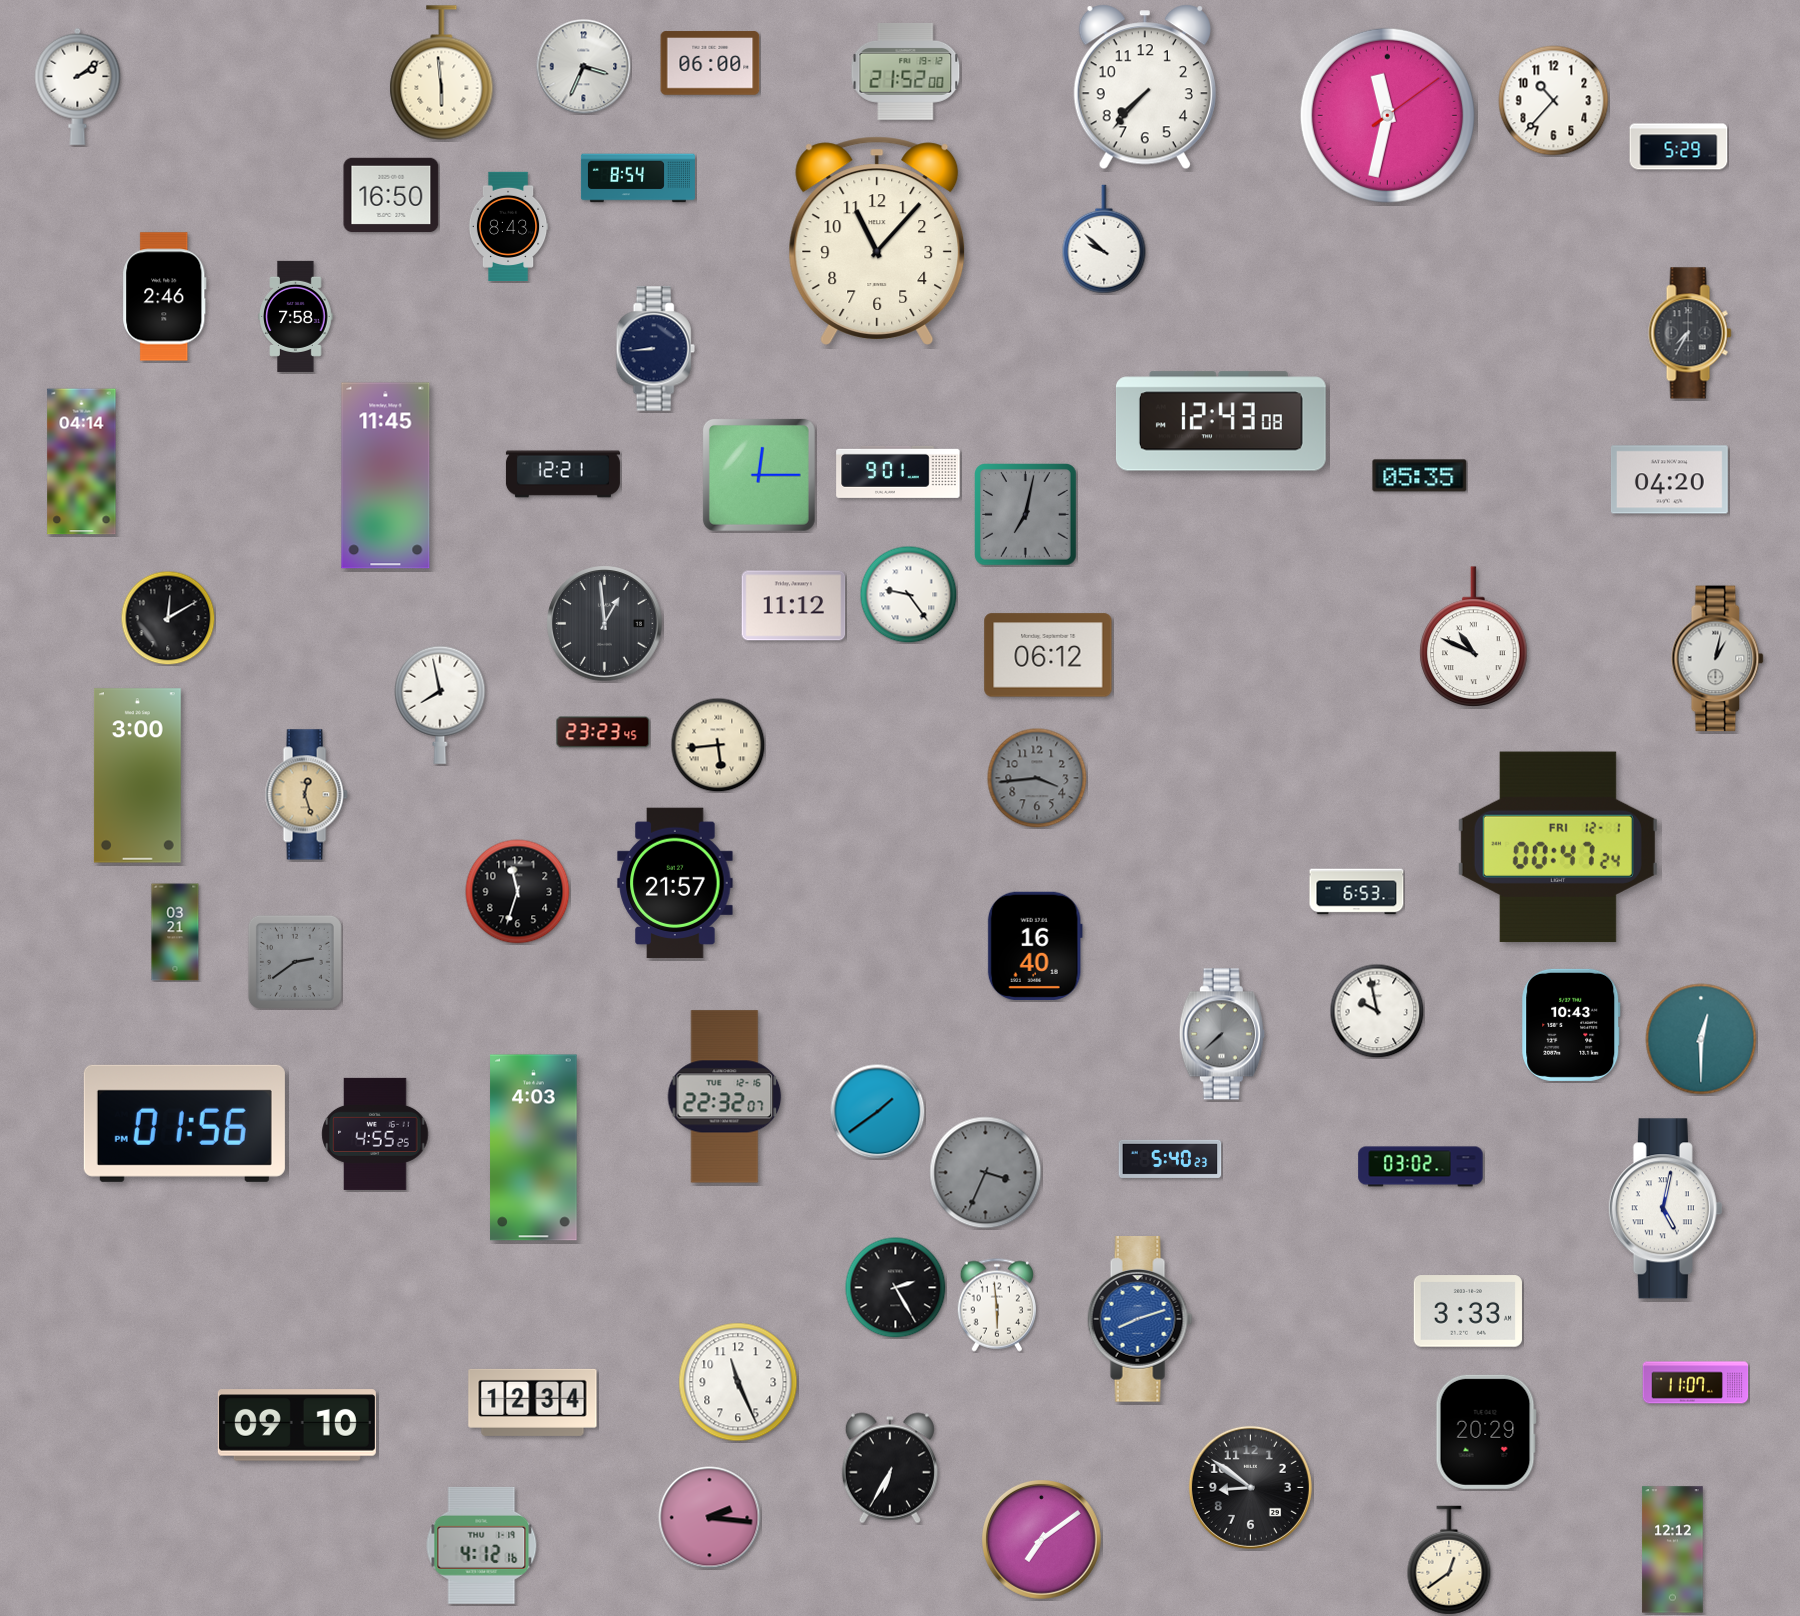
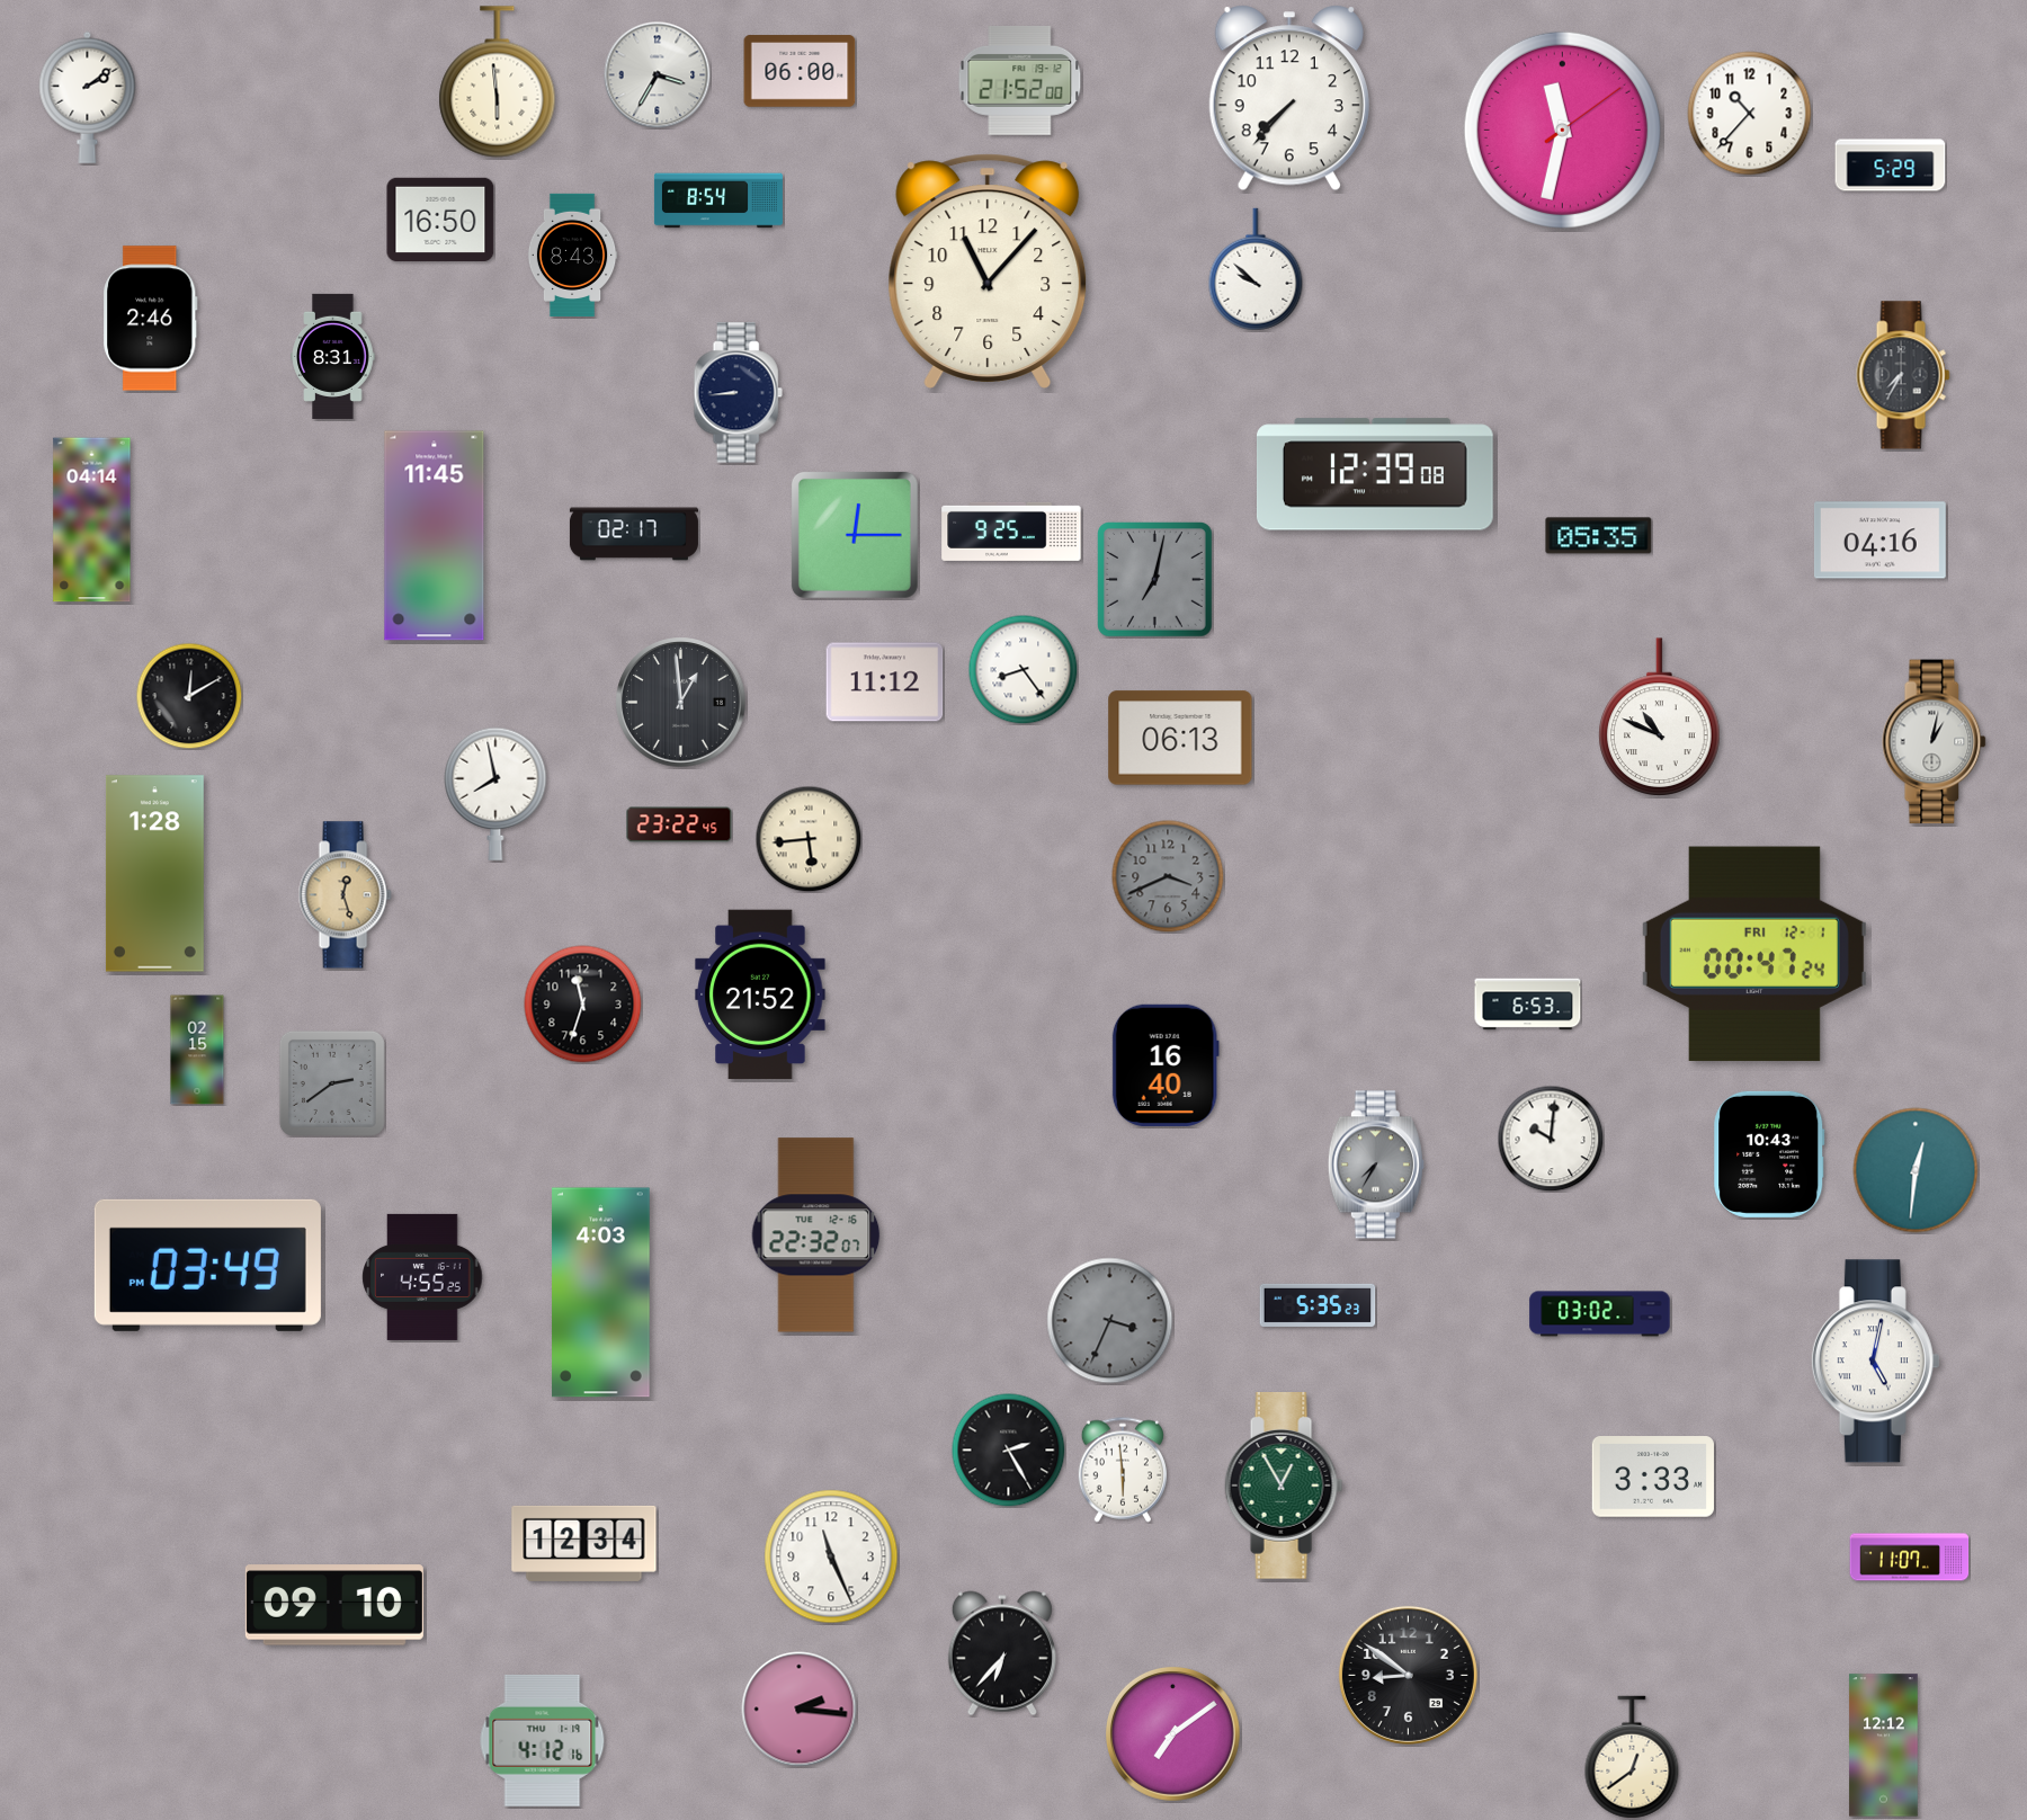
clock at (583, 66): 3:34 -> 3:35
clock at (1104, 239) position: (1104, 239) -> (1256, 269)
clock at (165, 297) position: (165, 297) -> (151, 319)
clock at (296, 316): 7:58 -> 8:31
clock at (1222, 421): 12:43 -> 12:39
clock at (898, 472): 9:01 -> 9:25
clock at (563, 474): 12:21 -> 02:17
clock at (1669, 480): 04:20 -> 04:16
clock at (908, 594): 9:24 -> 8:24
clock at (794, 606) position: (794, 606) -> (885, 682)
clock at (1048, 655): 06:12 -> 06:13
clock at (603, 732): 23:23 -> 23:22
clock at (137, 776): 3:00 -> 1:28
clock at (1037, 778): 3:44 -> 3:41
clock at (675, 883): 21:57 -> 21:52
clock at (175, 932): 03:21 -> 02:15
clock at (1377, 1011): 9:58 -> 10:01
clock at (1222, 1034): 7:38 -> 7:35
clock at (1701, 1039): 12:30 -> 12:31
clock at (877, 1111): 1:39 -> none
clock at (184, 1123): 01:56 -> 03:49
clock at (1170, 1159): 5:40 -> 5:35
clock at (1140, 1320): 8:12 -> 12:55
clock at (1140, 1320) dial: blue -> green
clock at (533, 1402) position: (533, 1402) -> (584, 1543)
clock at (1486, 1432): 20:29 -> none
clock at (890, 1468): 6:35 -> 6:37
